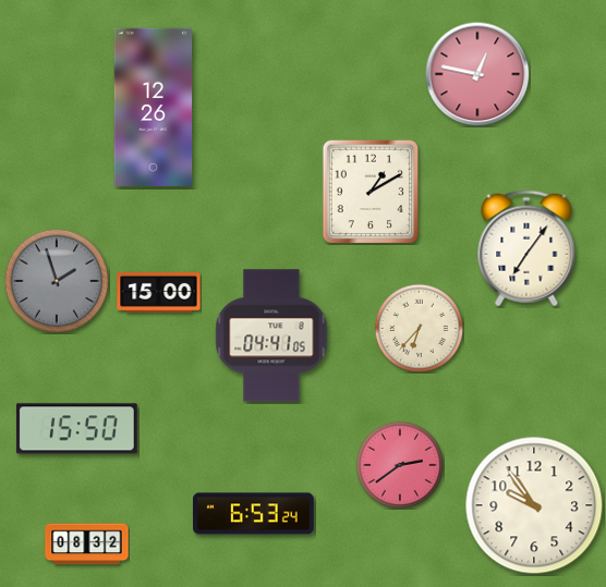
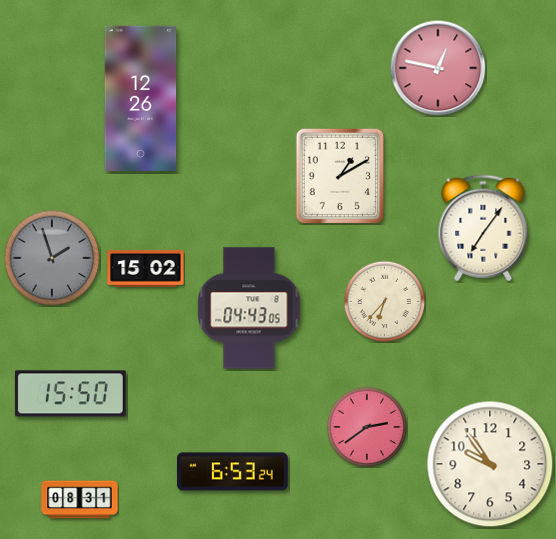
clock at (159, 293): 15:00 -> 15:02
clock at (271, 335): 04:41 -> 04:43
clock at (87, 545): 08:32 -> 08:31
